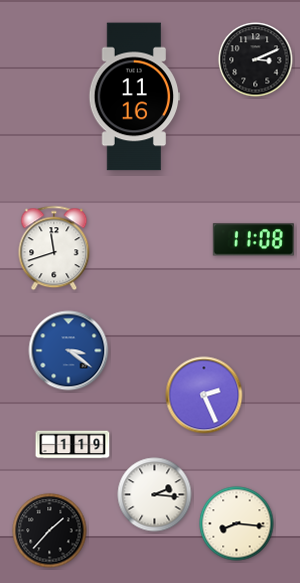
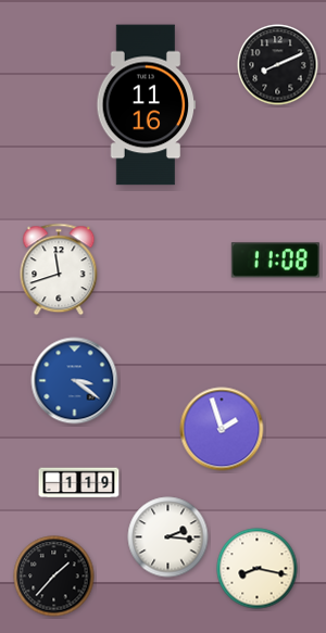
clock at (256, 60): 3:11 -> 8:11
clock at (204, 395): 2:26 -> 1:57
clock at (237, 524): 8:16 -> 8:17
